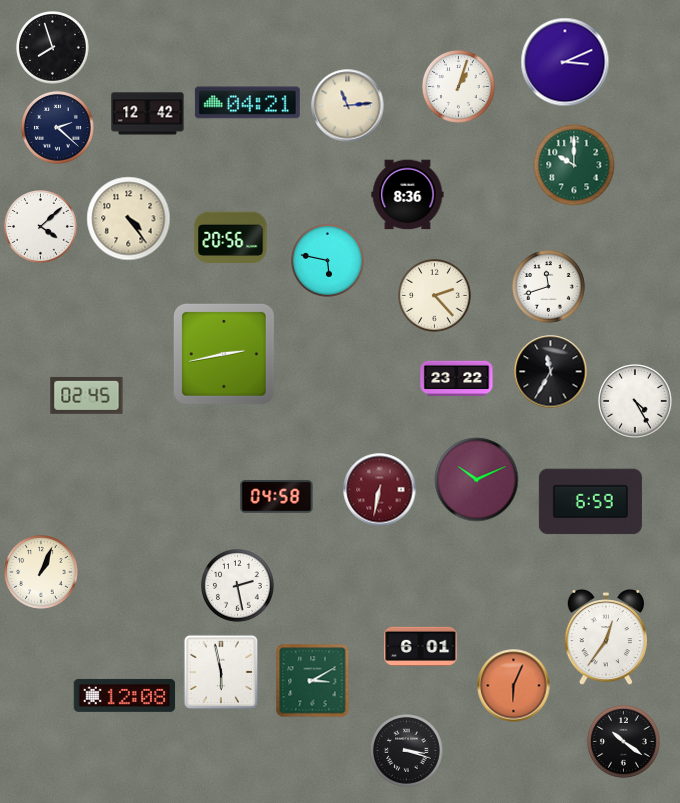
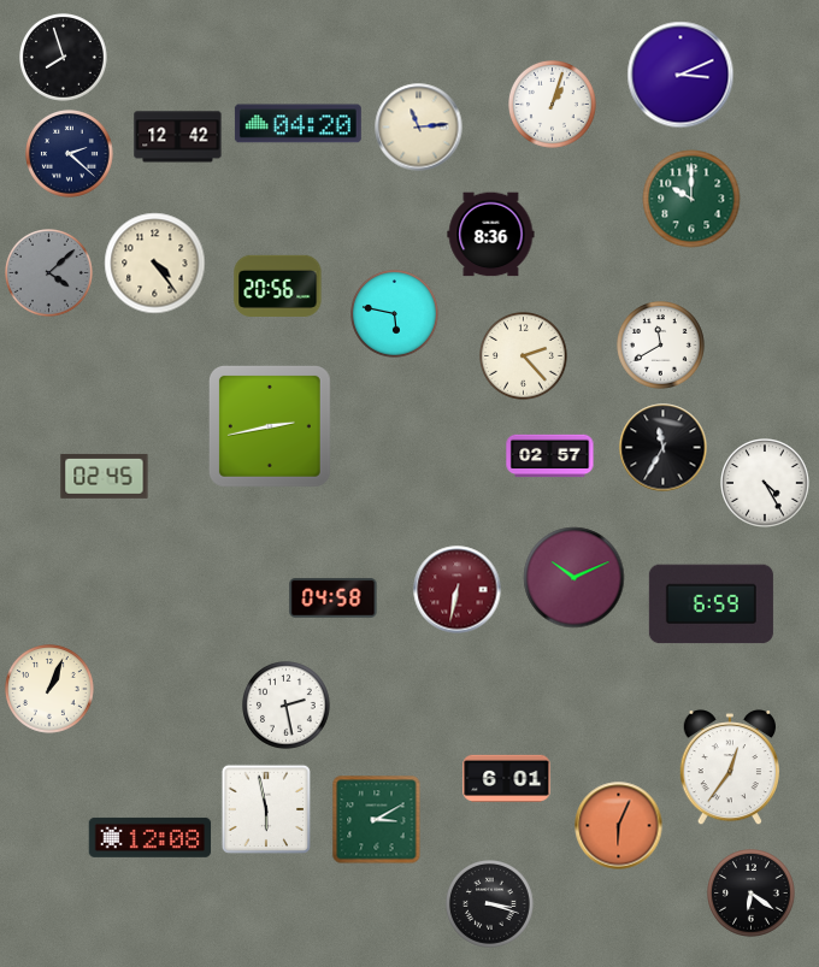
clock at (247, 103): 04:21 -> 04:20
clock at (41, 227) dial: white -> grey
clock at (549, 287): 11:42 -> 11:40
clock at (457, 379): 23:22 -> 02:57
clock at (624, 742): 10:21 -> 6:21
